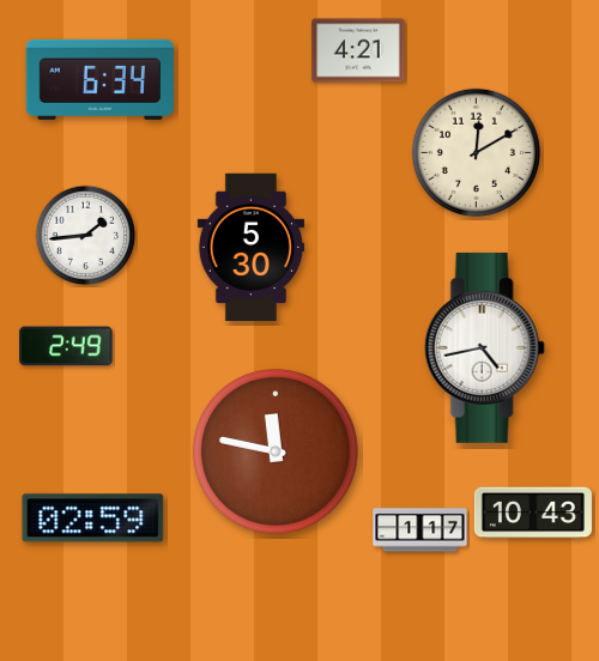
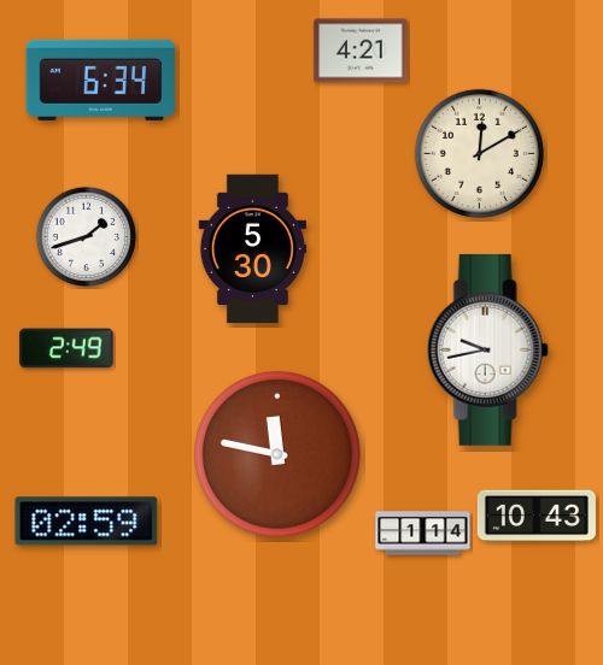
clock at (86, 236): 1:44 -> 1:42
clock at (484, 347): 4:43 -> 9:43
clock at (93, 519) position: (93, 519) -> (87, 522)
clock at (420, 530): 1:17 -> 1:14
